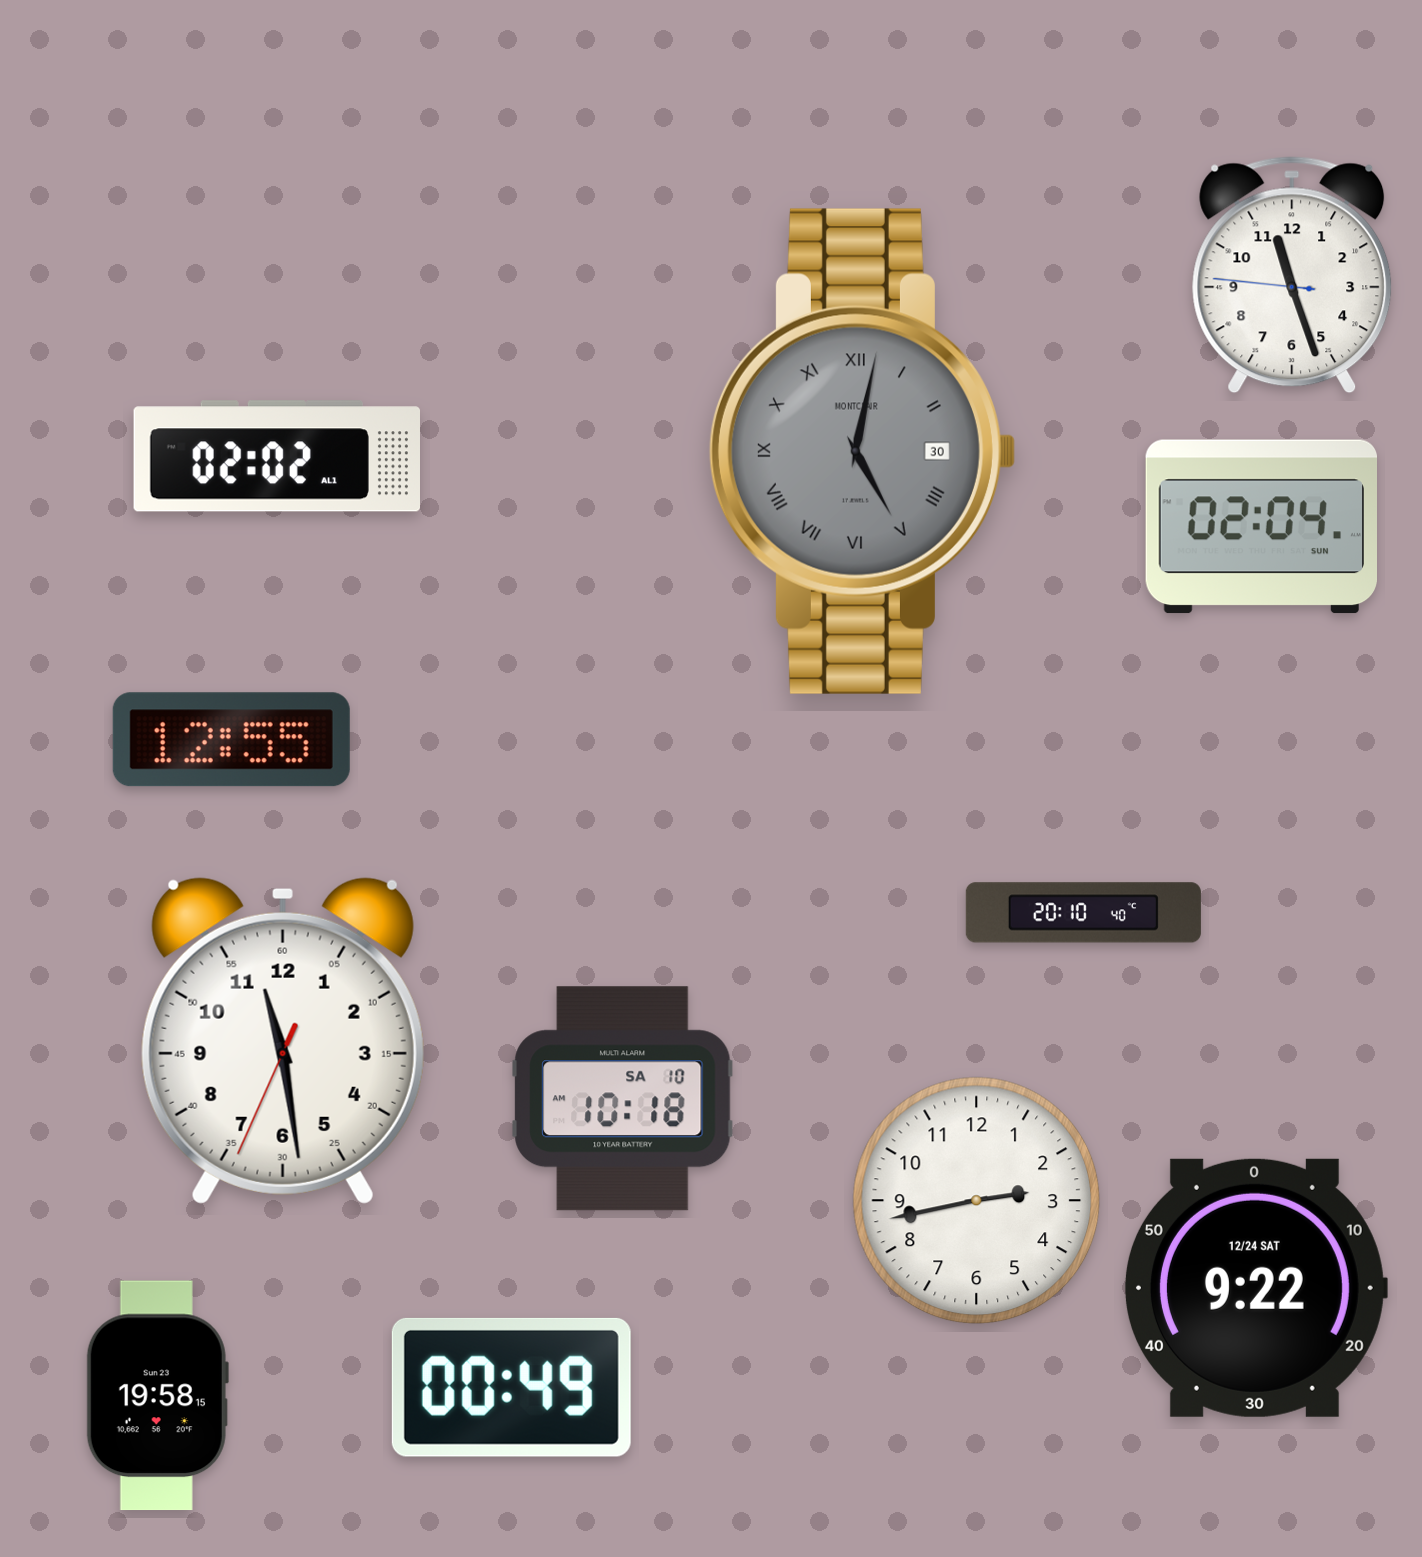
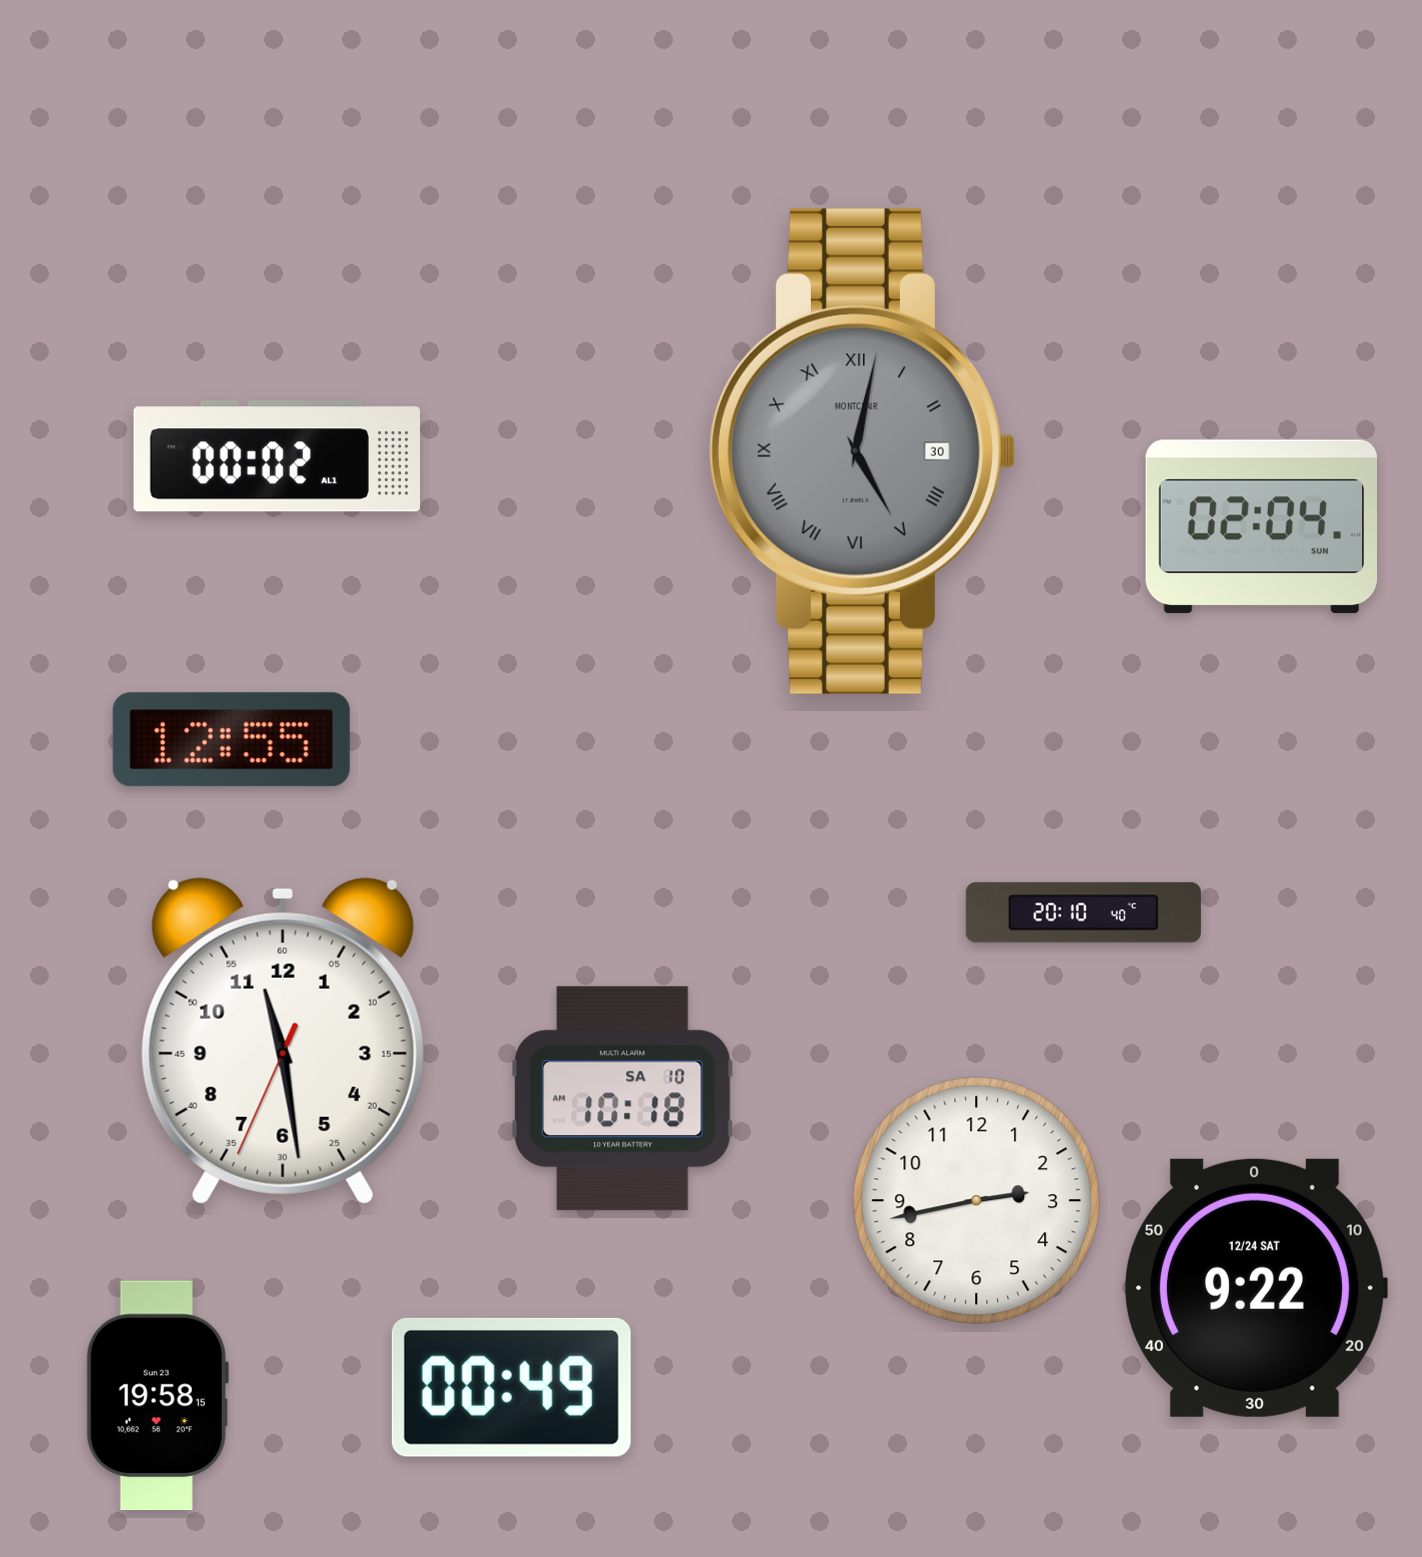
clock at (1292, 275): 11:26 -> none
clock at (276, 456): 02:02 -> 00:02
